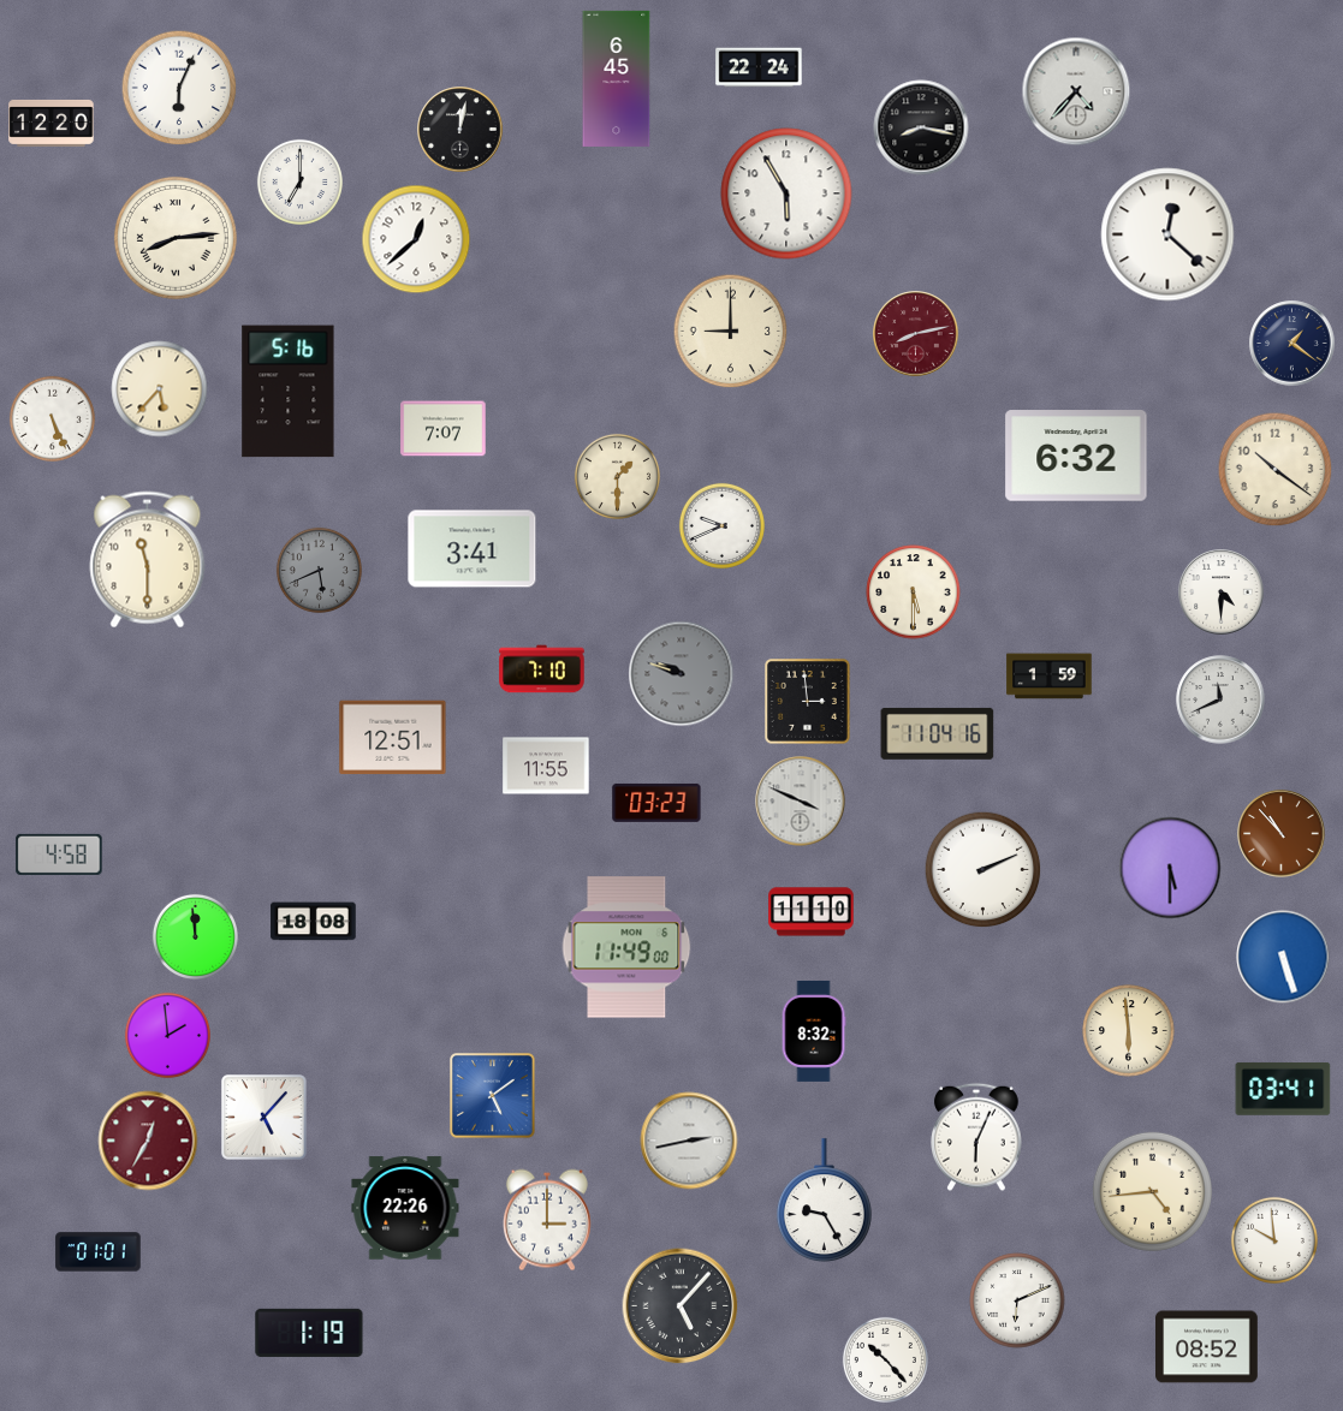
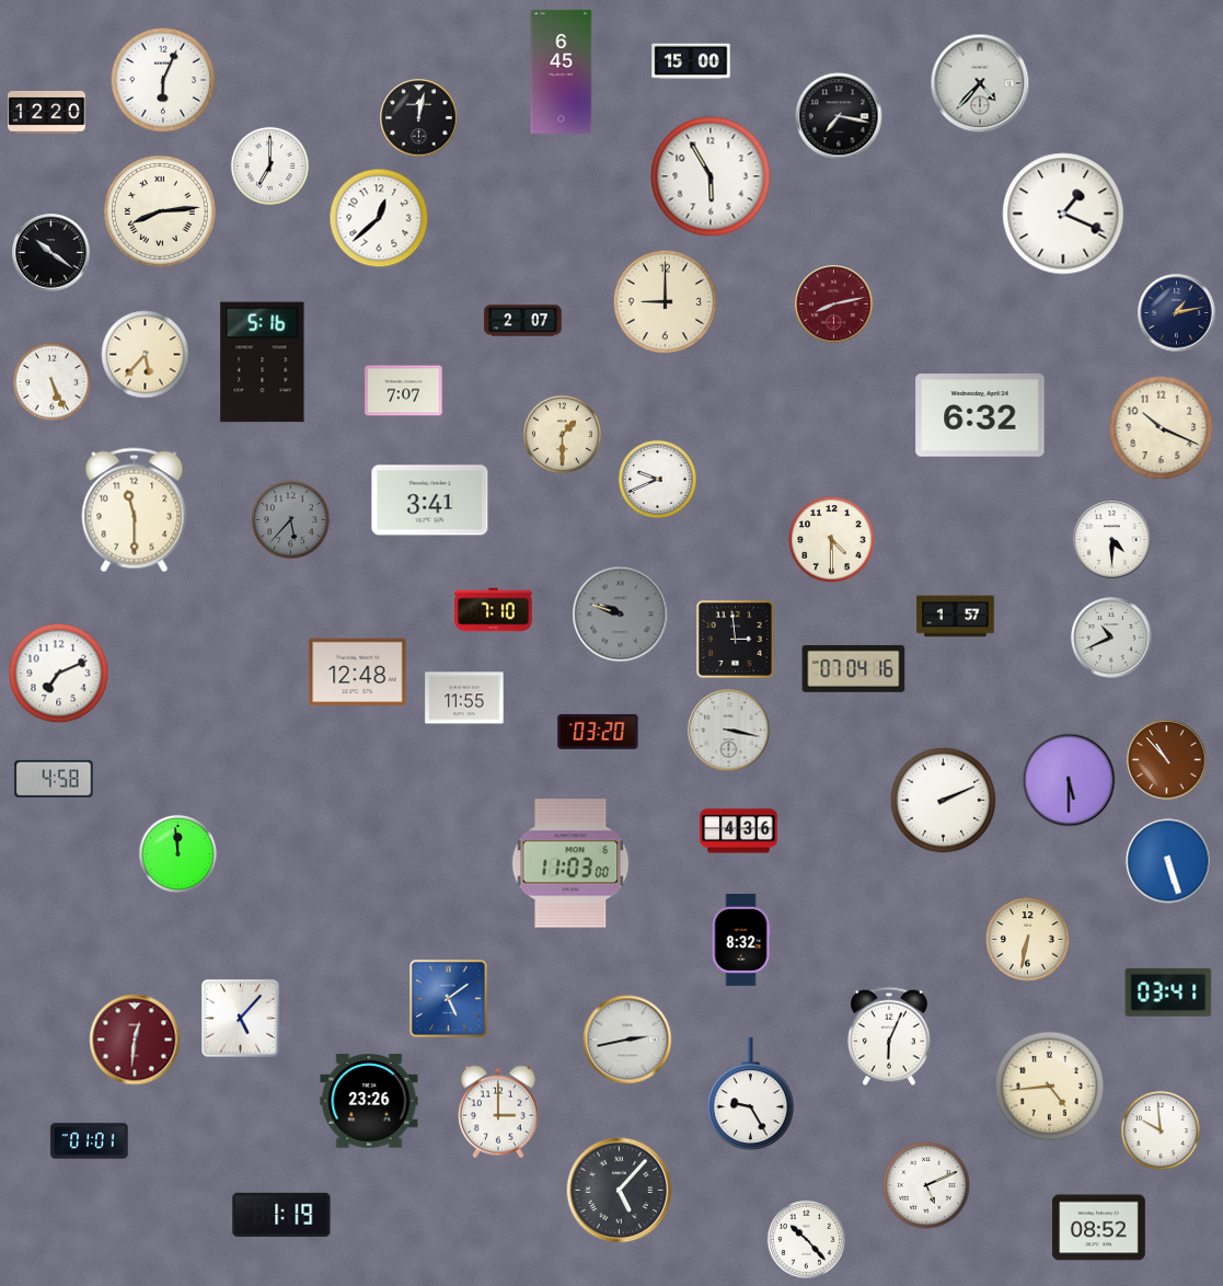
clock at (759, 67): 22:24 -> 15:00
clock at (921, 127): 8:17 -> 7:17
clock at (299, 181) position: (299, 181) -> (269, 165)
clock at (786, 194) position: (786, 194) -> (711, 176)
clock at (1167, 234): 12:22 -> 1:19
clock at (176, 238) position: (176, 238) -> (160, 211)
clock at (51, 253): none -> 10:21
clock at (1293, 344): 1:21 -> 1:13
clock at (523, 321): none -> 2:07
clock at (289, 392) position: (289, 392) -> (263, 363)
clock at (52, 418) position: (52, 418) -> (51, 381)
clock at (1276, 470): 10:21 -> 10:19
clock at (319, 570): 5:41 -> 5:37
clock at (914, 593): 5:30 -> 4:30
clock at (1050, 677): 1:59 -> 1:57
clock at (1220, 699): 11:41 -> 10:41
clock at (938, 733): 11:04 -> 07:04
clock at (393, 738): 12:51 -> 12:48
clock at (59, 674): none -> 7:11
clock at (546, 766) position: (546, 766) -> (464, 698)
clock at (801, 802): 3:49 -> 3:17
clock at (656, 803): 03:23 -> 03:20
clock at (1170, 868) position: (1170, 868) -> (1069, 780)
clock at (984, 870) position: (984, 870) -> (944, 801)
clock at (812, 912): 11:10 -> 4:36
clock at (314, 922): 18:08 -> none
clock at (626, 947): 11:49 -> 11:03
clock at (1283, 957) position: (1283, 957) -> (1168, 861)
clock at (1129, 1031): 5:59 -> 6:32
clock at (167, 1035): 1:59 -> none
clock at (148, 1141): 12:35 -> 12:31
clock at (405, 1208): 22:26 -> 23:26
clock at (1017, 1300): 6:11 -> 5:11
